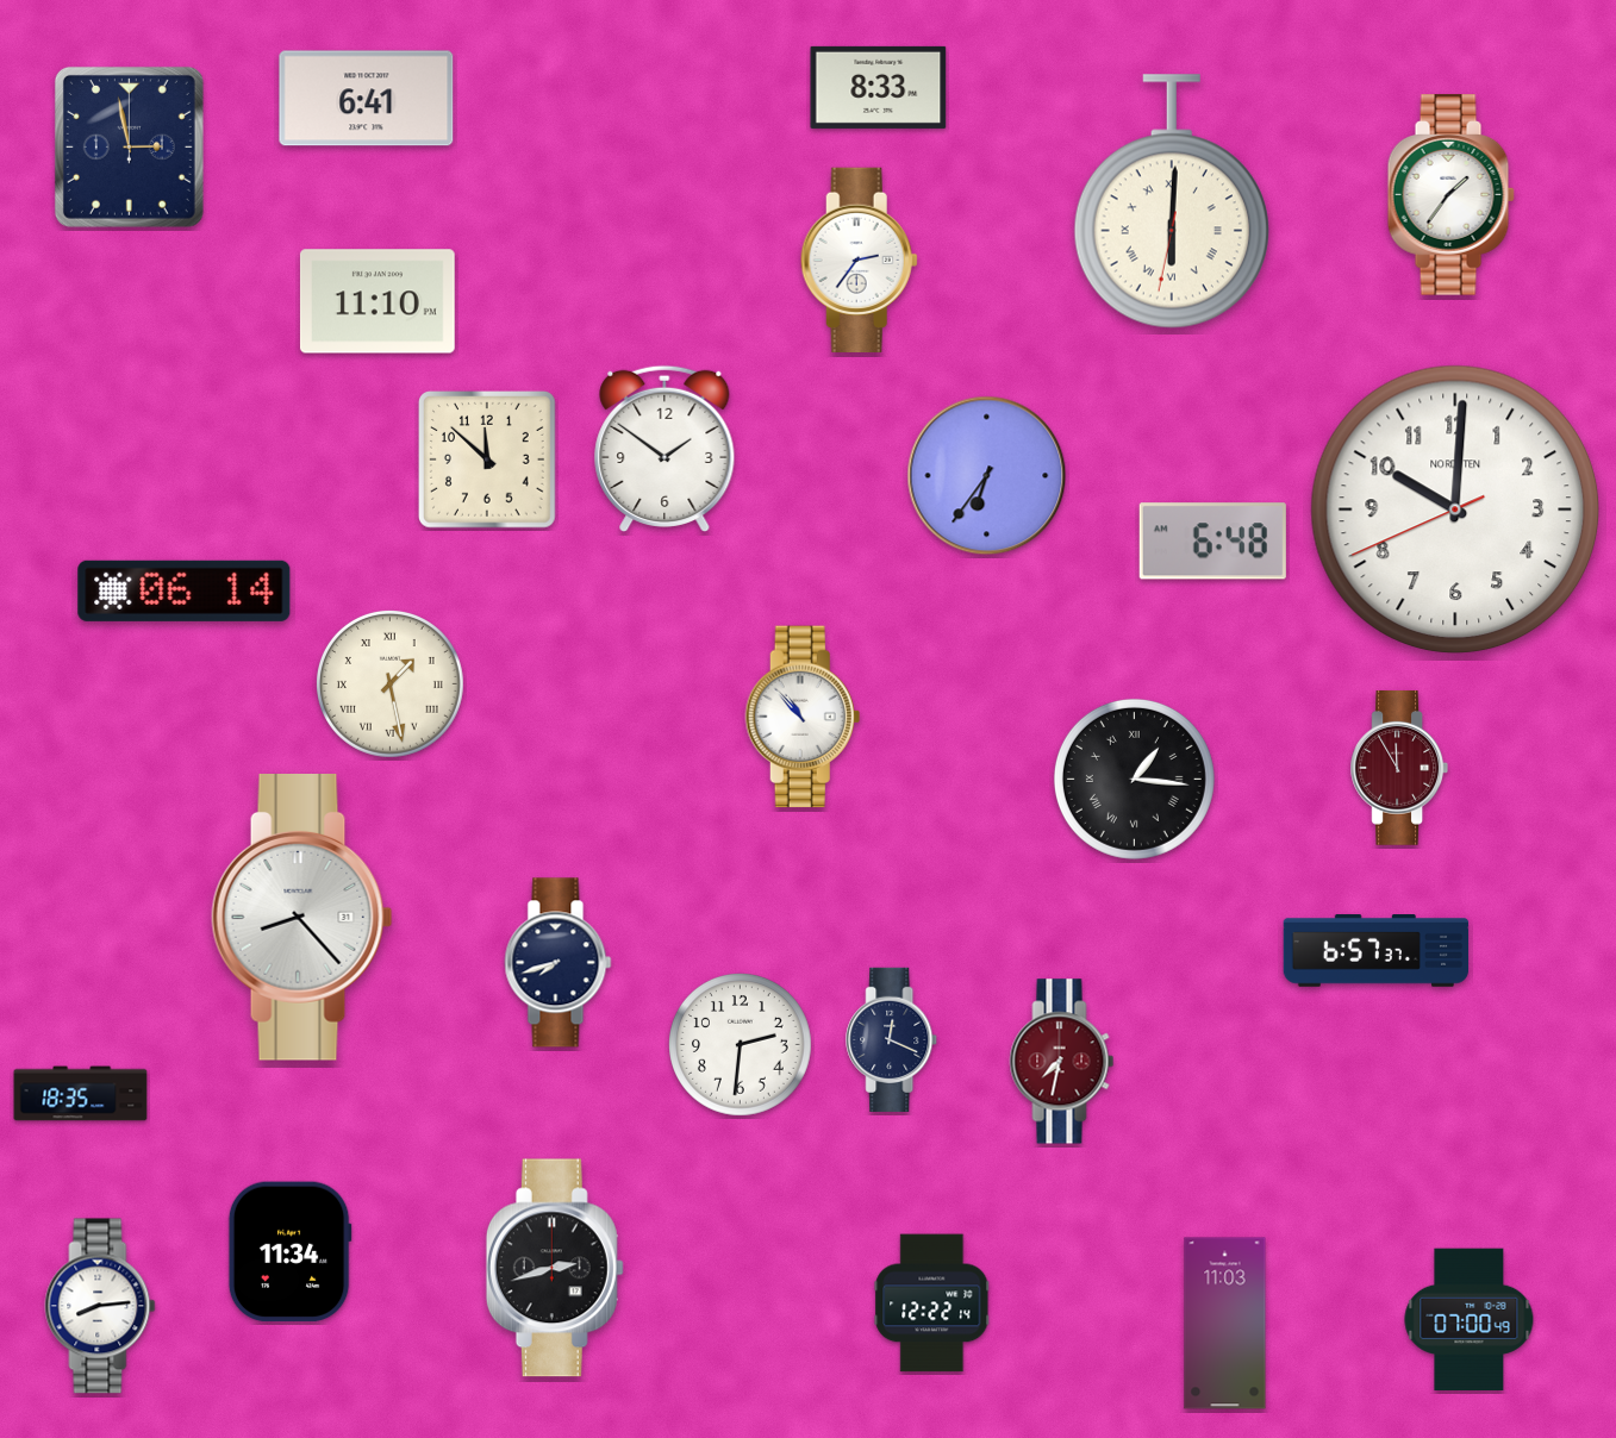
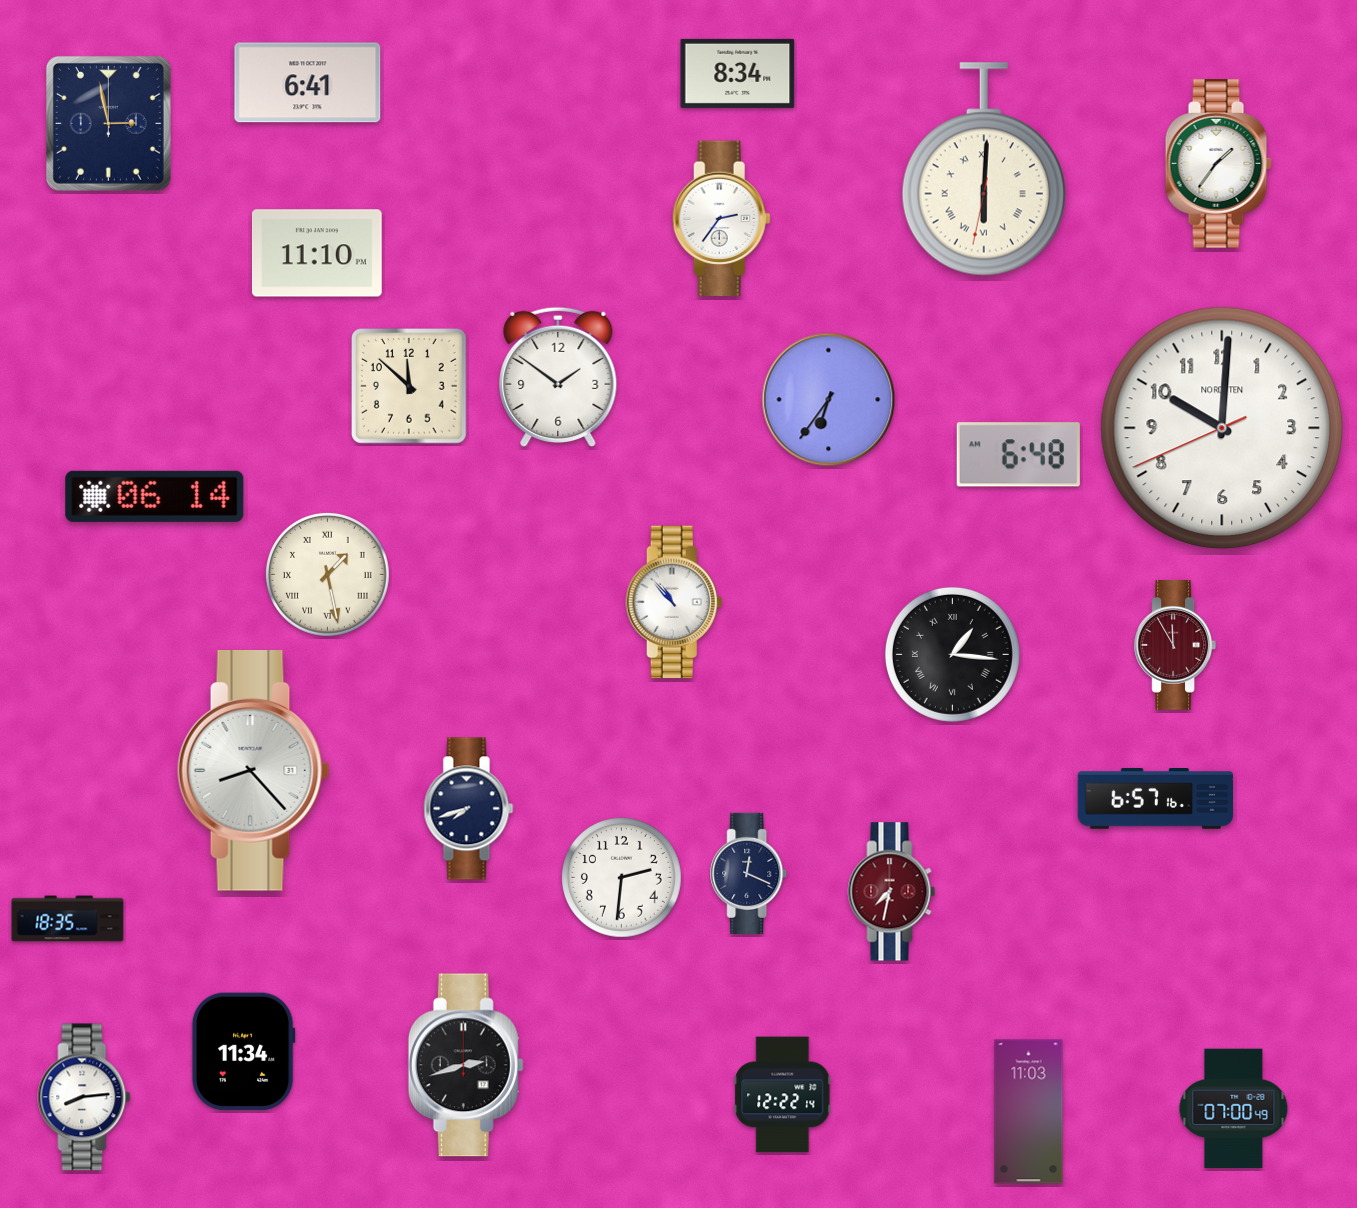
clock at (879, 87): 8:33 -> 8:34
clock at (1377, 951): 6:57:37 -> 6:57:16
